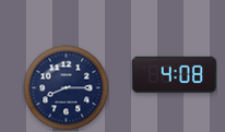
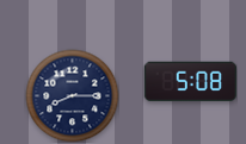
clock at (174, 75): 4:08 -> 5:08
